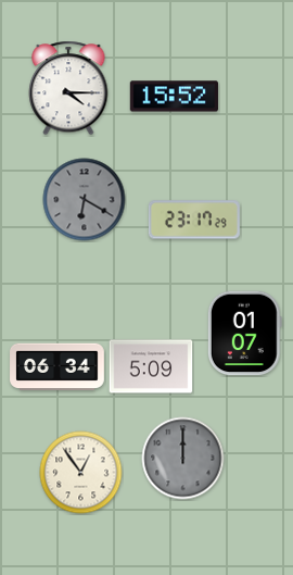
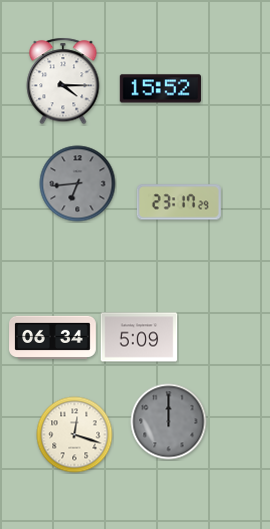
clock at (85, 200): 6:20 -> 6:44
clock at (244, 334): 01:07 -> none
clock at (81, 473): 12:54 -> 12:18
